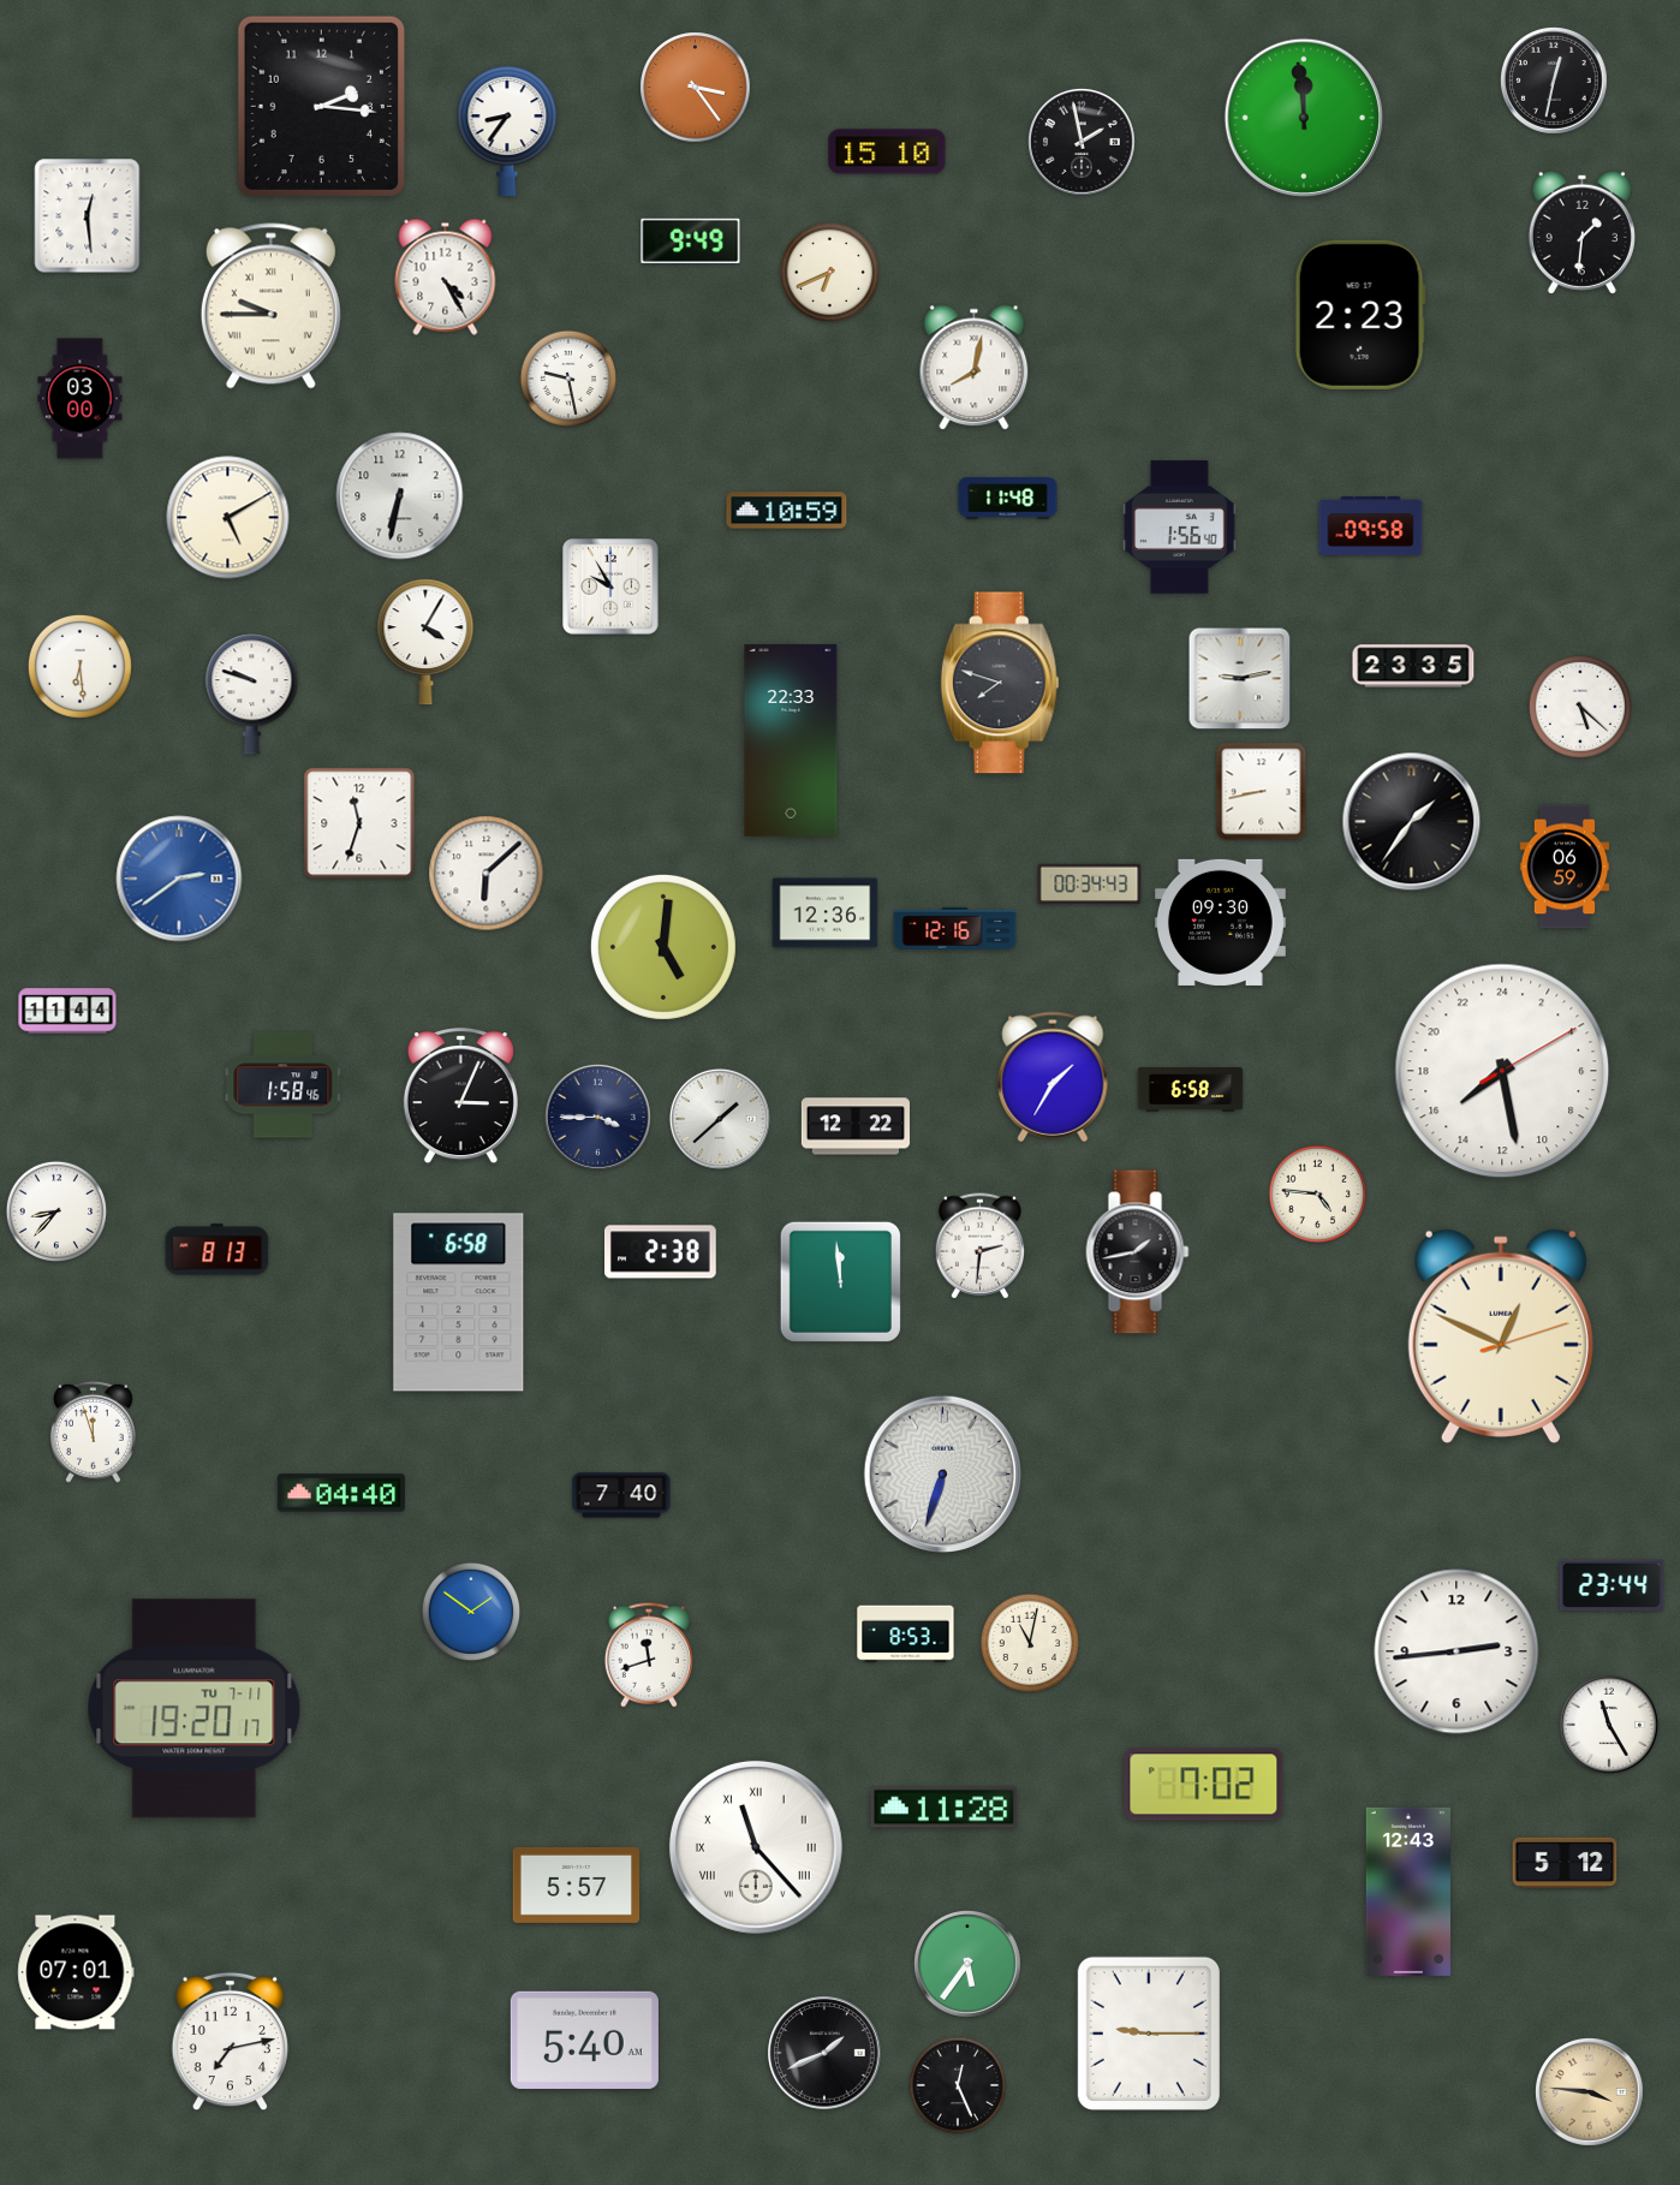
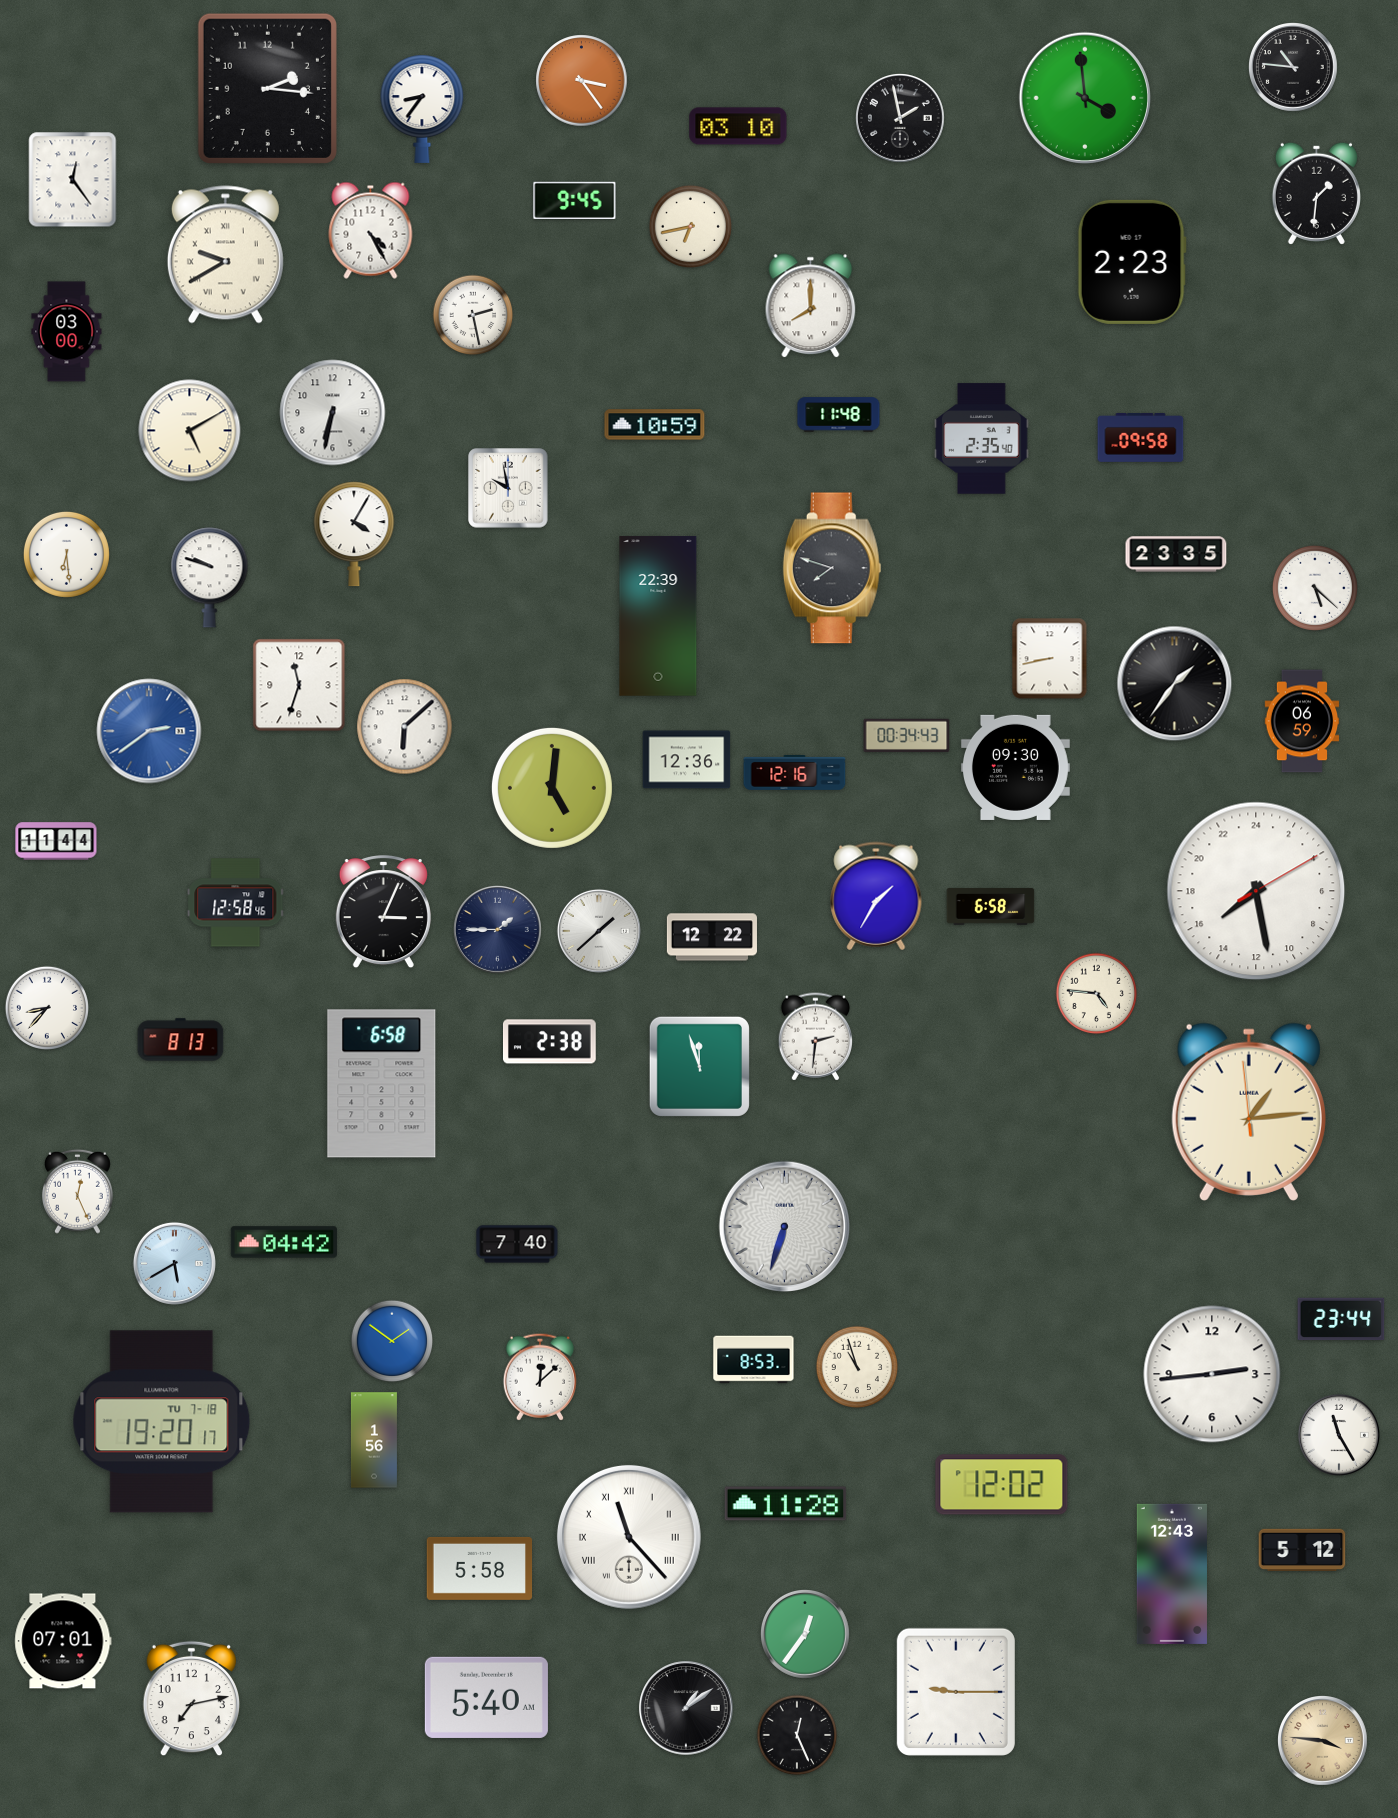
clock at (1555, 82): 12:32 -> 10:46
clock at (696, 88) position: (696, 88) -> (582, 81)
clock at (1304, 118): 11:59 -> 3:59
clock at (887, 151): 15:10 -> 03:10
clock at (88, 216): 12:29 -> 12:24
clock at (691, 240): 9:49 -> 9:45
clock at (829, 272): 6:41 -> 6:43
clock at (270, 306): 9:45 -> 9:40
clock at (975, 368): 8:02 -> 8:00
clock at (568, 379): 9:28 -> 2:28
clock at (1180, 528): 1:56 -> 2:35
clock at (610, 587): 9:55 -> 9:58
clock at (1240, 679): 9:13 -> none
clock at (791, 740): 22:33 -> 22:39
clock at (1502, 1071) position: (1502, 1071) -> (1256, 891)
clock at (284, 1085): 1:58 -> 12:58
clock at (598, 1118): 3:45 -> 1:45
clock at (1138, 1252): 1:43 -> none
clock at (840, 1281): 11:59 -> 11:57
clock at (1501, 1336): 12:49 -> 1:13
clock at (93, 1431): 11:57 -> 12:26
clock at (341, 1493): 04:40 -> 04:42
clock at (174, 1263): none -> 5:40
clock at (1030, 1643): 11:02 -> 10:57
clock at (649, 1655): 11:42 -> 12:08
clock at (195, 1709) date: TU 7-11 -> TU 7-18
clock at (374, 1440): none -> 1:56
clock at (1204, 1785): 7:02 -> 12:02
clock at (577, 1885): 5:57 -> 5:58
clock at (969, 1965): 5:36 -> 12:36
clock at (824, 2053): 1:41 -> 1:09
